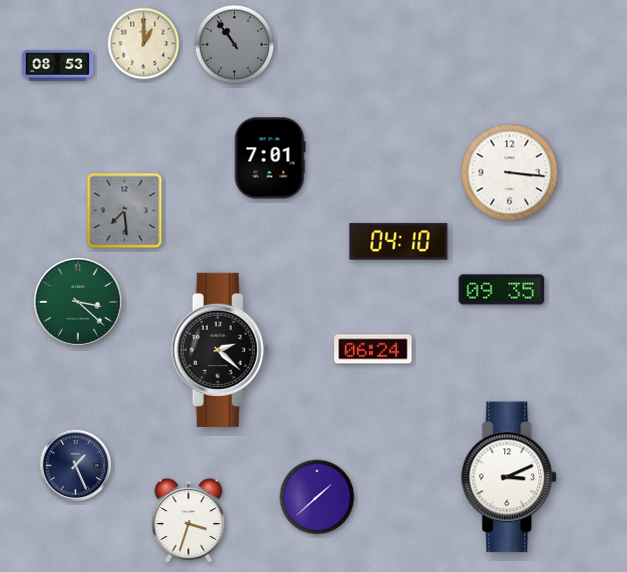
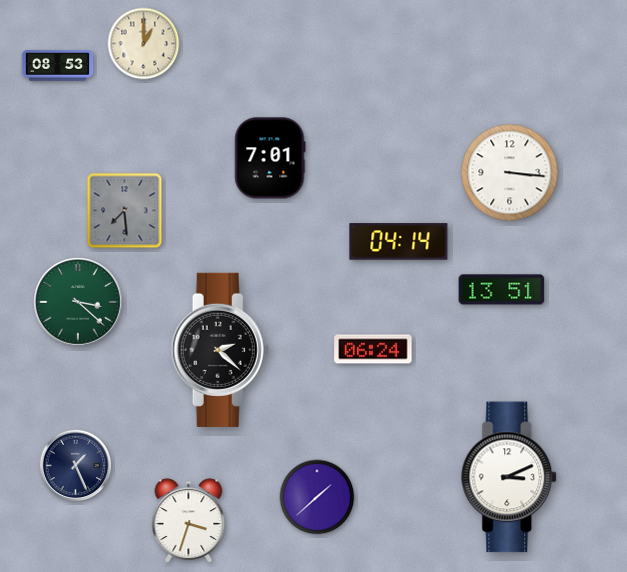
clock at (235, 45): 10:54 -> none
clock at (399, 242): 04:10 -> 04:14
clock at (502, 290): 09:35 -> 13:51
